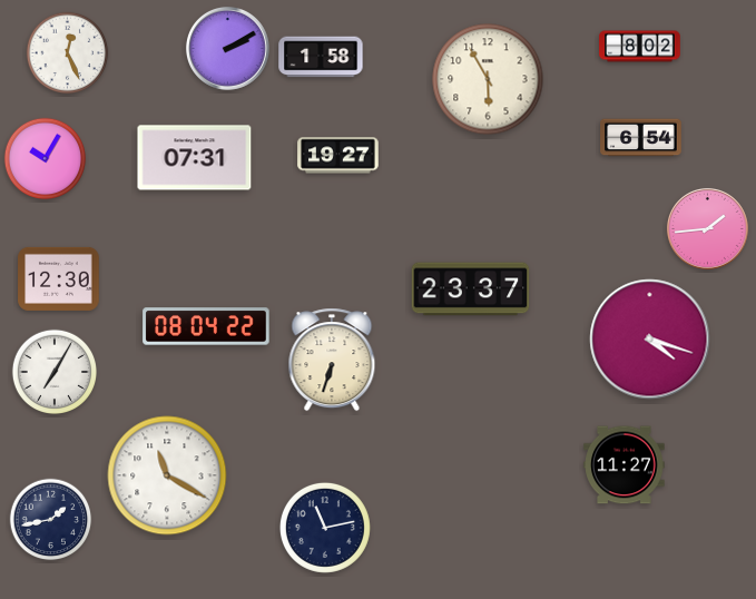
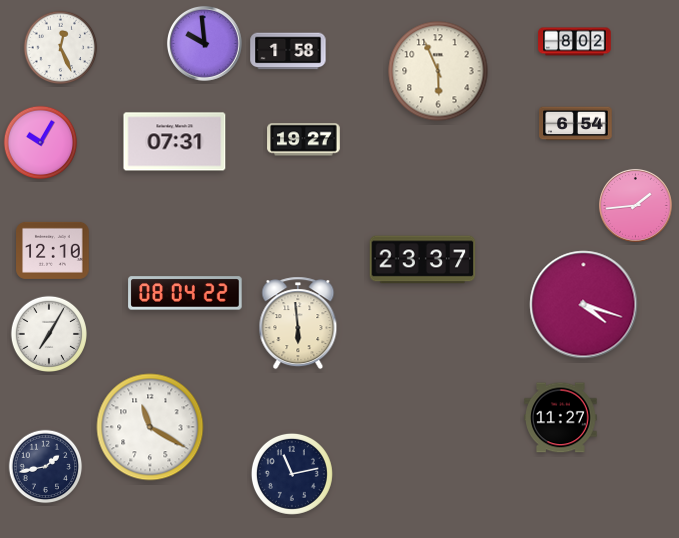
clock at (227, 48): 2:10 -> 9:59
clock at (488, 79): 5:55 -> 5:56
clock at (59, 278): 12:30 -> 12:10
clock at (332, 360): 6:33 -> 5:59
